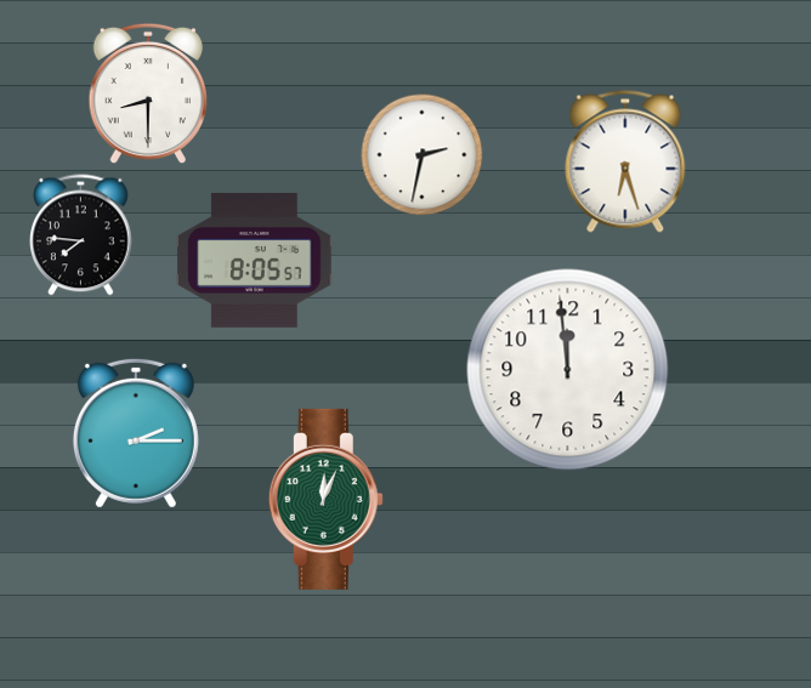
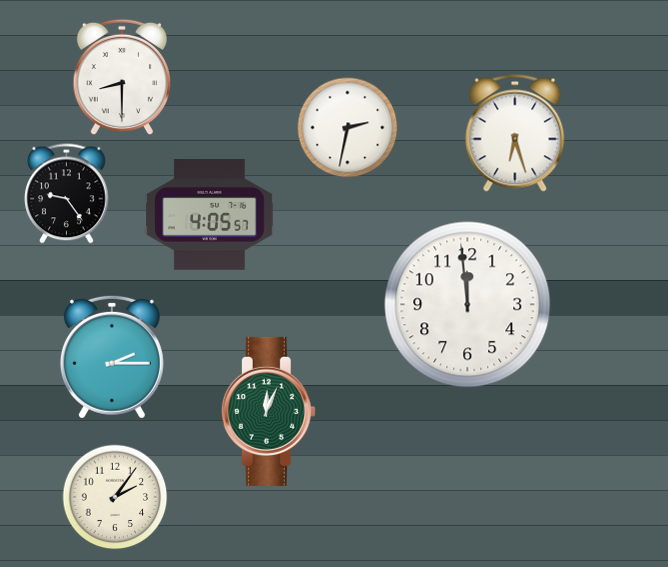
clock at (81, 235): 7:46 -> 9:24
clock at (255, 261): 8:05 -> 4:05
clock at (115, 497): none -> 2:06
